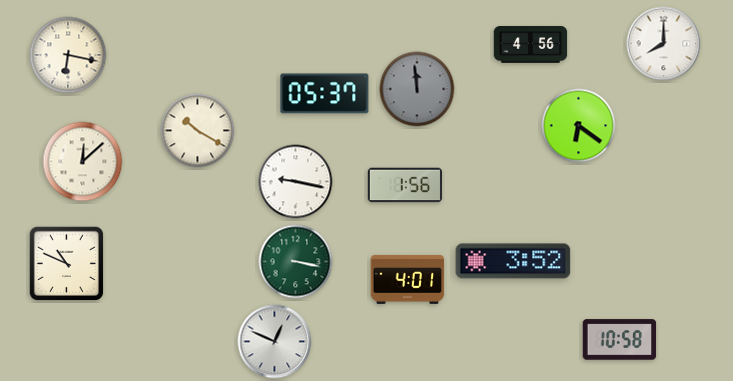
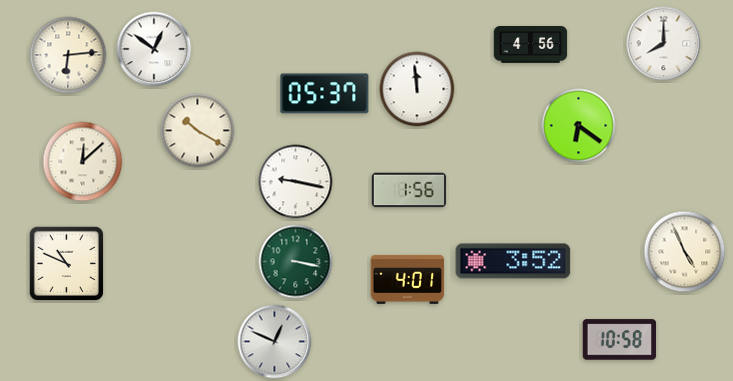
clock at (154, 49): none -> 12:51
clock at (68, 55): 6:17 -> 6:14
clock at (417, 89) dial: grey -> white
clock at (405, 185) position: (405, 185) -> (409, 190)
clock at (685, 252): none -> 4:56
